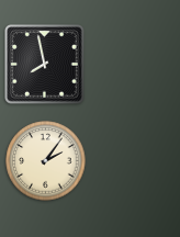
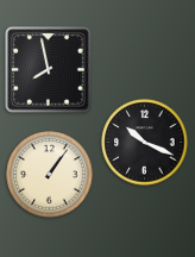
clock at (145, 143): none -> 10:19
clock at (46, 161): 2:06 -> 1:06
